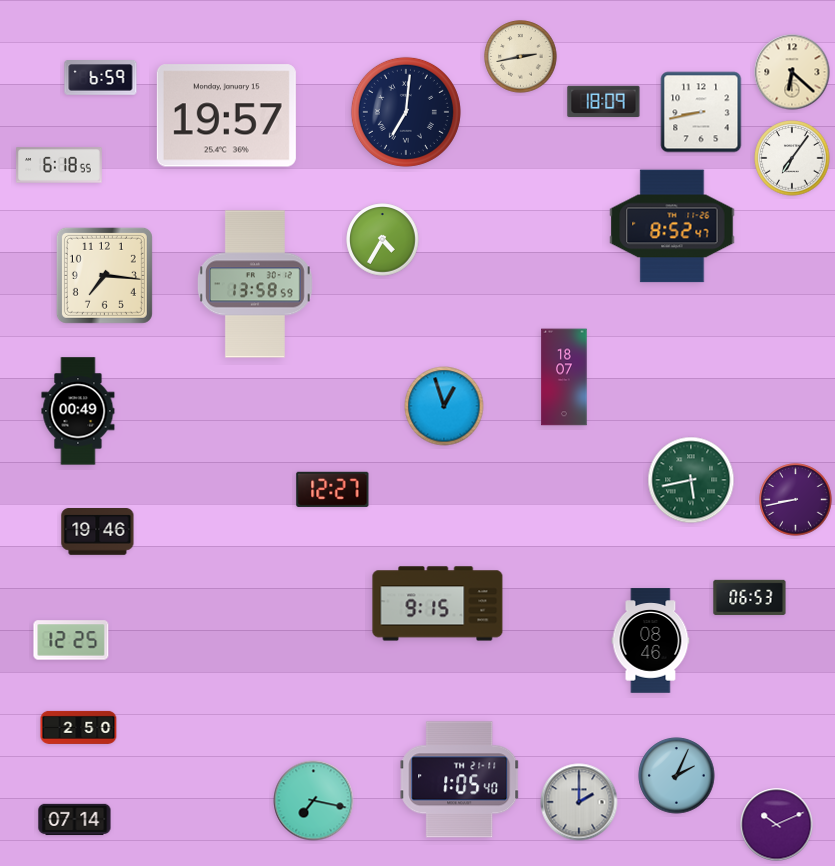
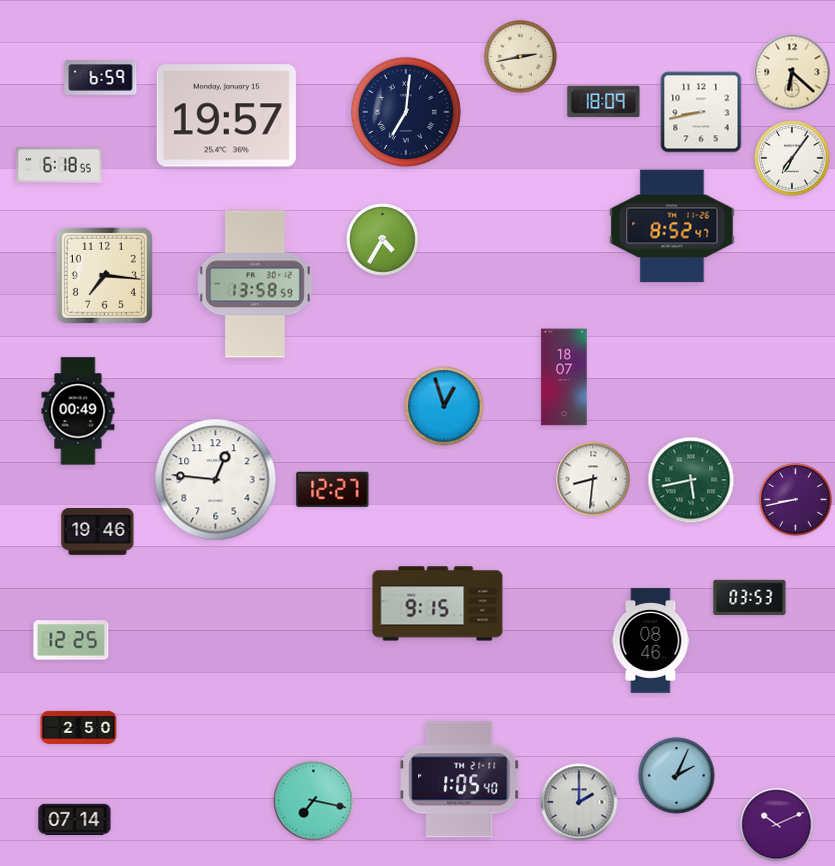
clock at (593, 479): none -> 8:31
clock at (216, 480): none -> 12:46
clock at (750, 597): 06:53 -> 03:53
